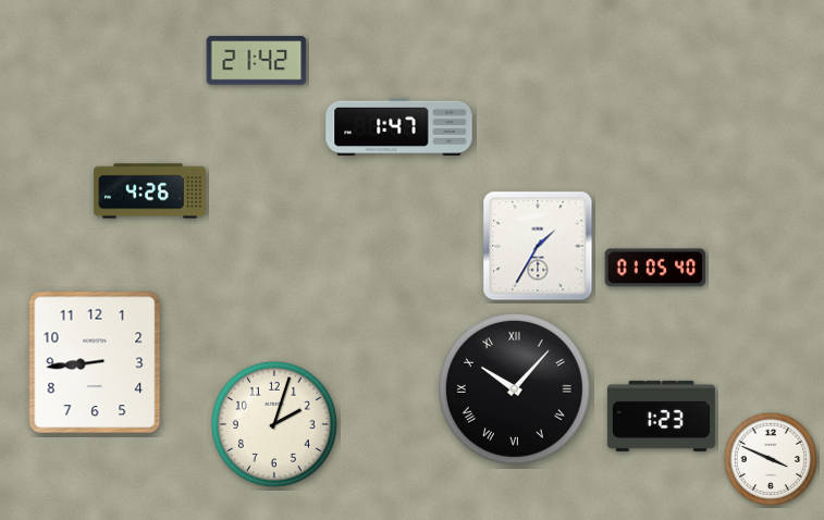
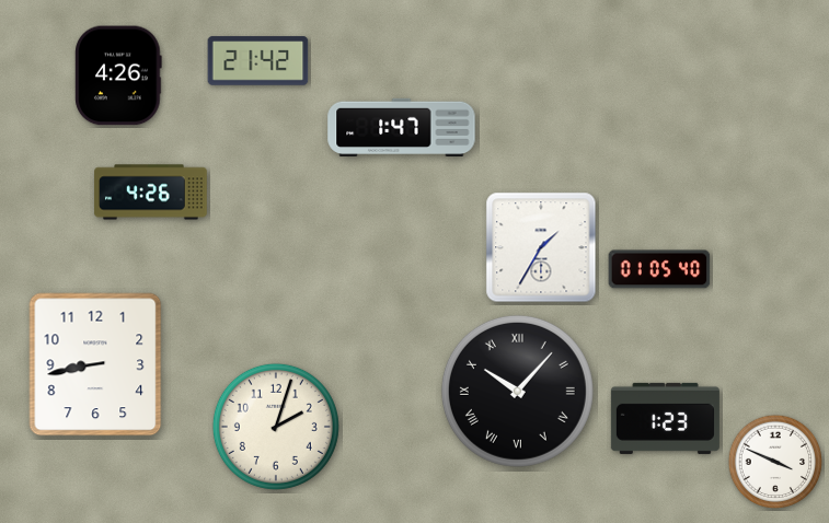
clock at (118, 75): none -> 4:26
clock at (95, 362): 8:44 -> 8:43
